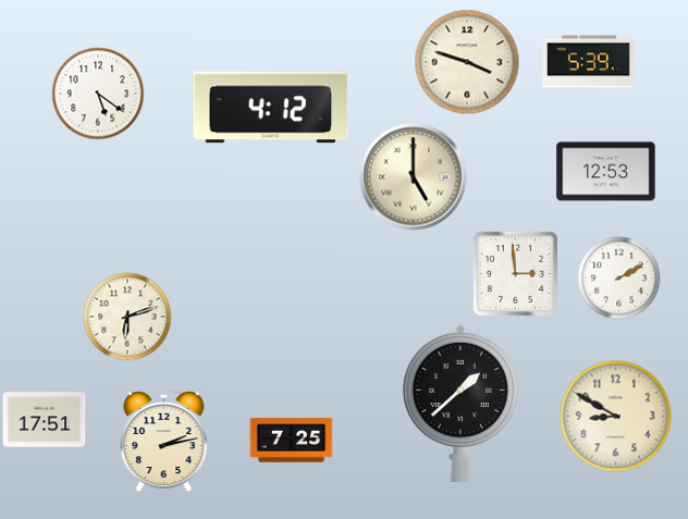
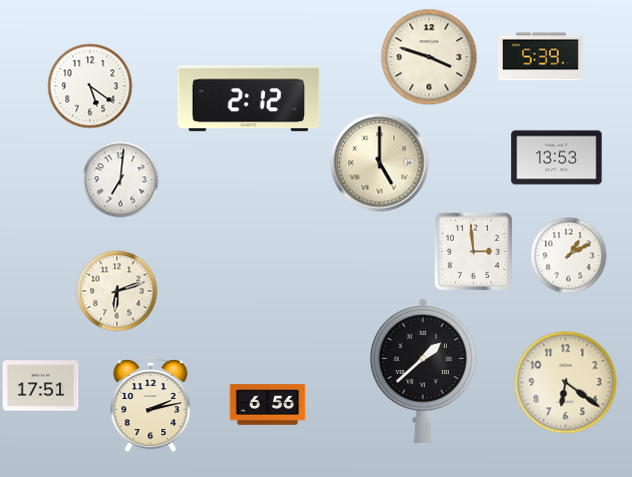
clock at (271, 108): 4:12 -> 2:12
clock at (606, 172): 12:53 -> 13:53
clock at (121, 180): none -> 7:01
clock at (619, 279): 2:10 -> 1:10
clock at (616, 417): 8:50 -> 6:21
clock at (292, 441): 7:25 -> 6:56
